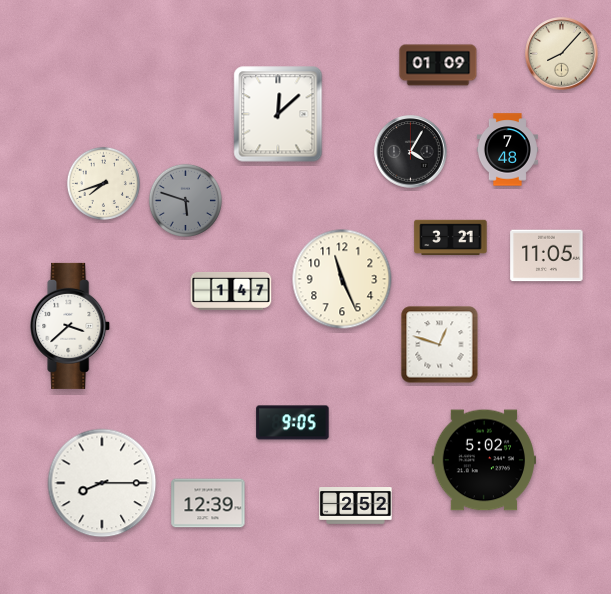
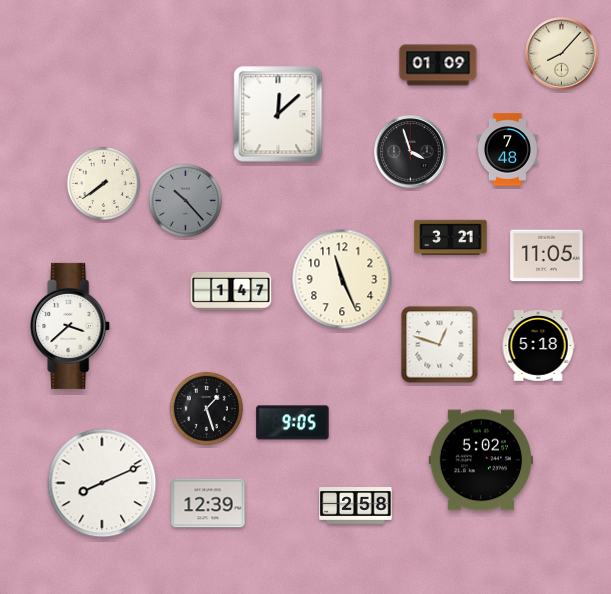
clock at (411, 152): 4:05 -> 3:57
clock at (103, 183): 7:42 -> 7:39
clock at (185, 200): 5:48 -> 10:23
clock at (538, 346): none -> 5:18
clock at (206, 408): none -> 1:27
clock at (484, 460) position: (484, 460) -> (481, 460)
clock at (102, 483): 8:15 -> 8:11
clock at (356, 506): 2:52 -> 2:58
